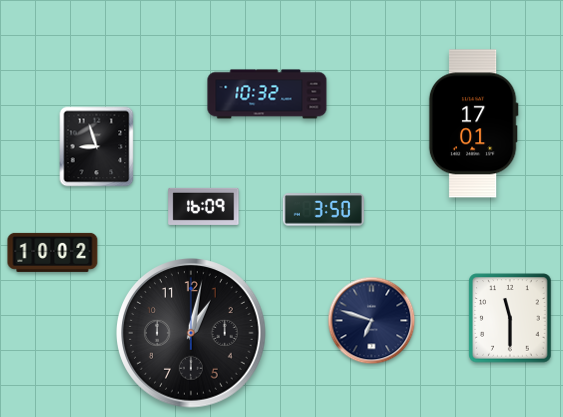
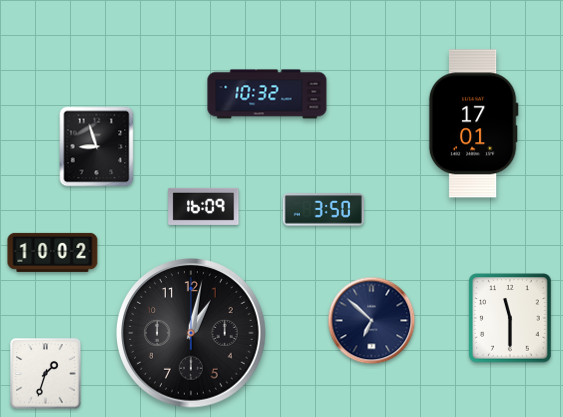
clock at (372, 321): 6:48 -> 6:52
clock at (46, 374): none -> 1:33
